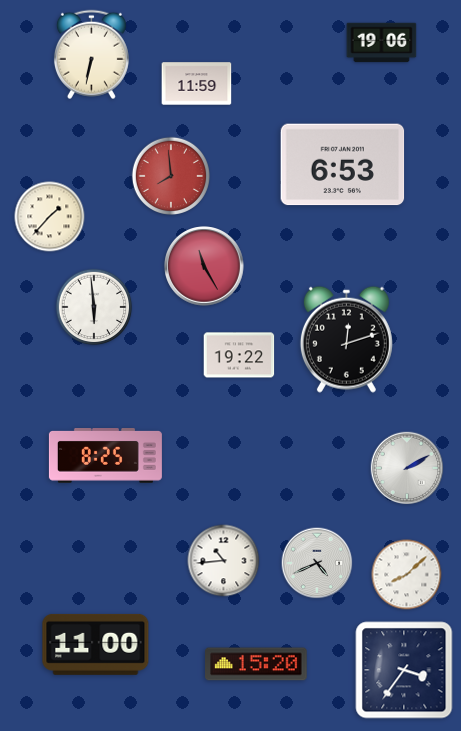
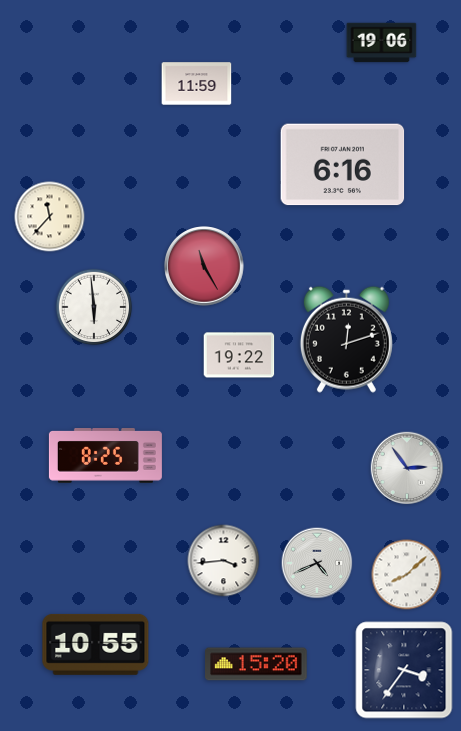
clock at (91, 55): 6:32 -> none
clock at (343, 165): 6:53 -> 6:16
clock at (170, 175): 7:59 -> none
clock at (50, 217): 1:37 -> 11:37
clock at (407, 468): 2:10 -> 2:54
clock at (224, 561): 10:44 -> 3:44
clock at (96, 644): 11:00 -> 10:55
